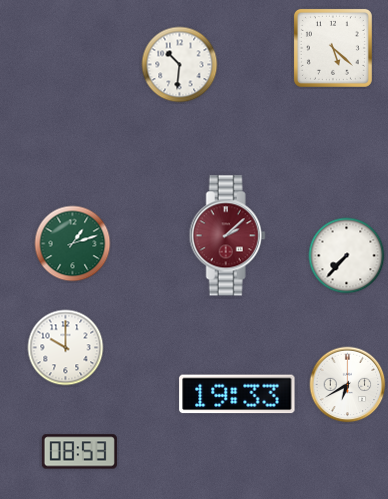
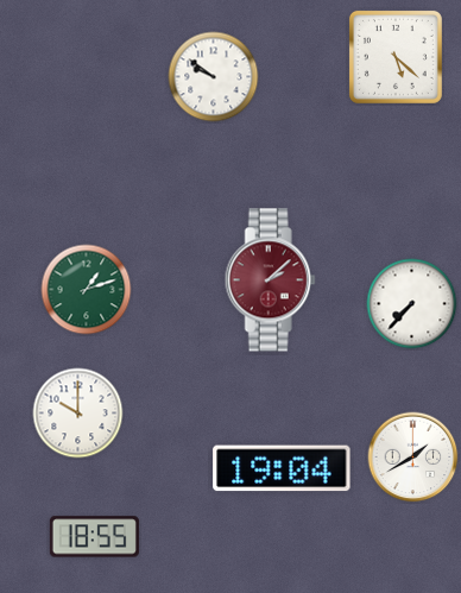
clock at (180, 65): 10:31 -> 9:51
clock at (348, 385): 6:40 -> 1:40
clock at (237, 394): 19:33 -> 19:04
clock at (79, 452): 08:53 -> 18:55
